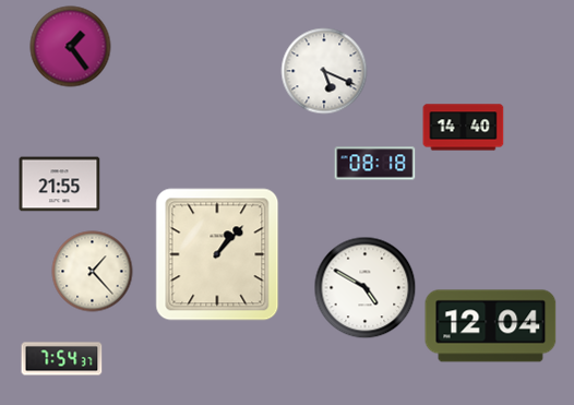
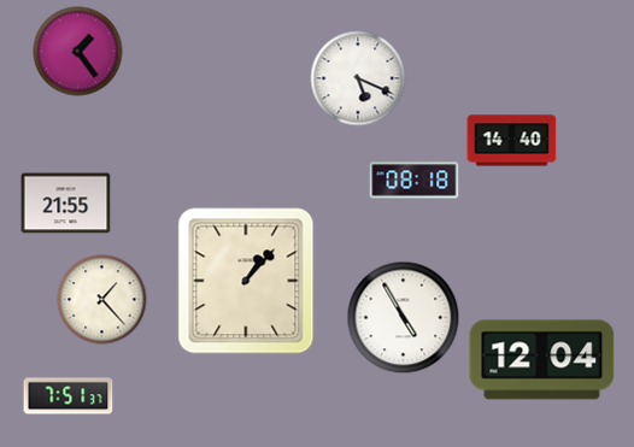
clock at (217, 254) position: (217, 254) -> (246, 281)
clock at (366, 288): 4:50 -> 4:55
clock at (62, 359): 7:54 -> 7:51
